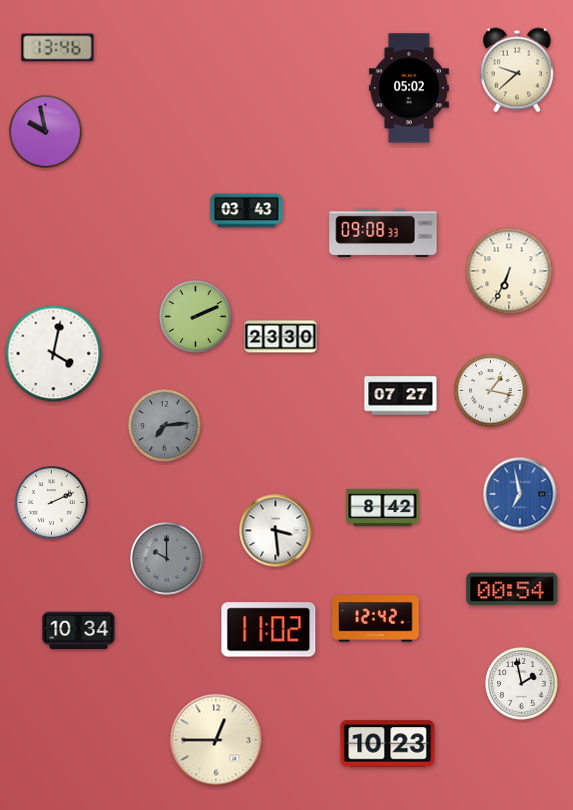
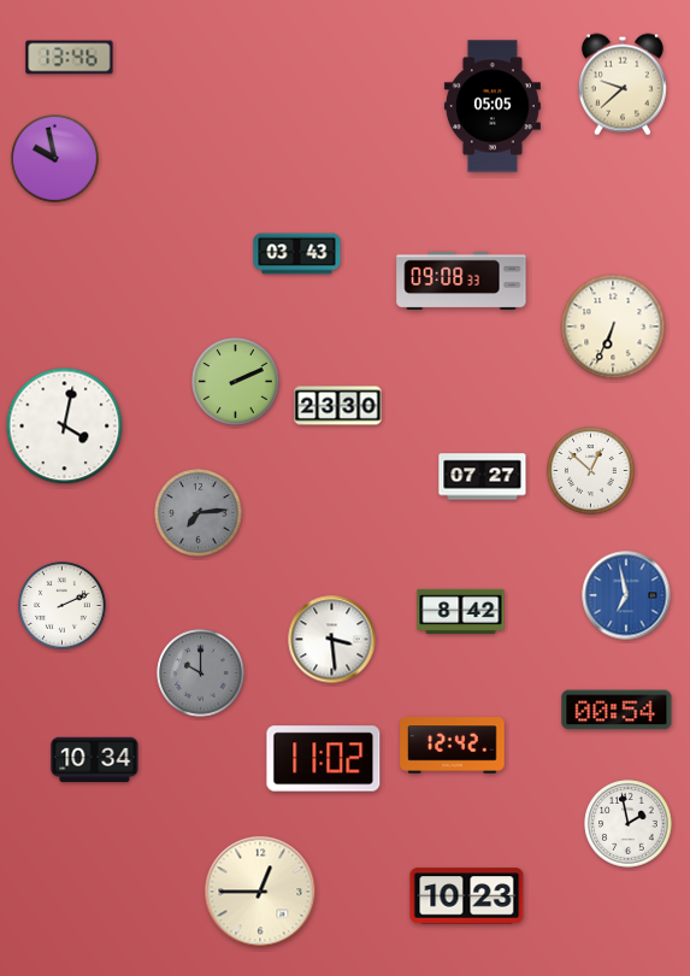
clock at (409, 88): 05:02 -> 05:05
clock at (491, 391): 1:17 -> 12:52
